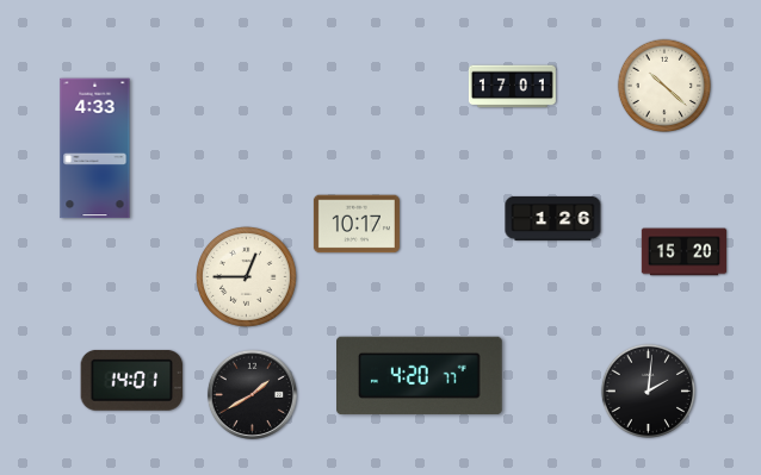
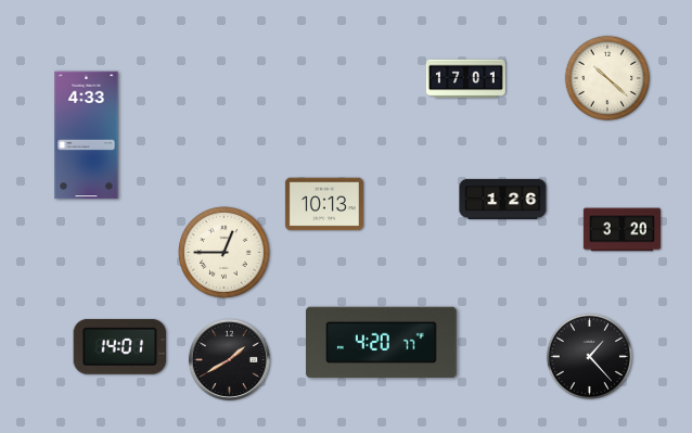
clock at (664, 86) position: (664, 86) -> (607, 78)
clock at (357, 224): 10:17 -> 10:13
clock at (683, 252): 15:20 -> 3:20
clock at (648, 390): 2:01 -> 1:23
